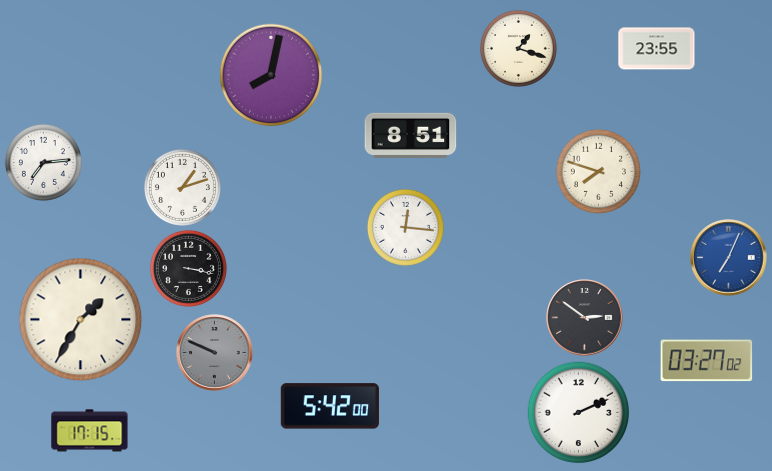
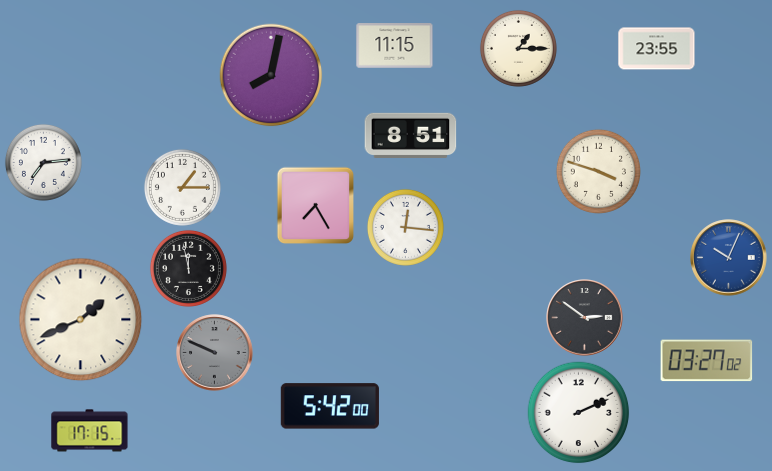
clock at (395, 46): none -> 11:15
clock at (518, 48): 1:18 -> 1:15
clock at (598, 171): 7:48 -> 3:48
clock at (182, 187): 1:12 -> 1:15
clock at (315, 205): none -> 7:25
clock at (729, 258): 7:04 -> 10:04
clock at (188, 268): 3:17 -> 11:58
clock at (81, 320): 1:35 -> 1:41
